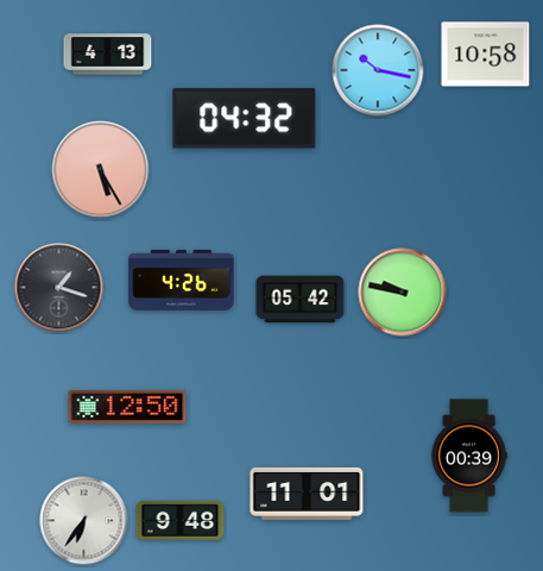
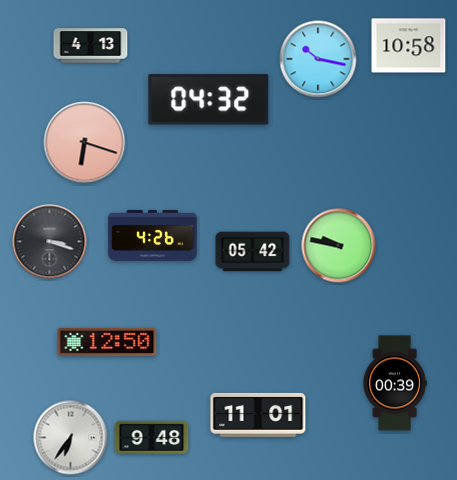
clock at (245, 119) position: (245, 119) -> (209, 100)
clock at (101, 170): 5:25 -> 6:18
clock at (59, 288): 1:18 -> 3:18
